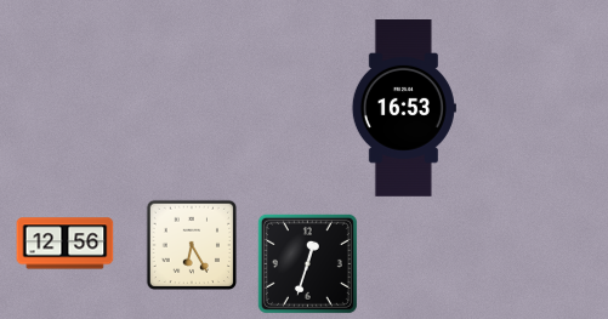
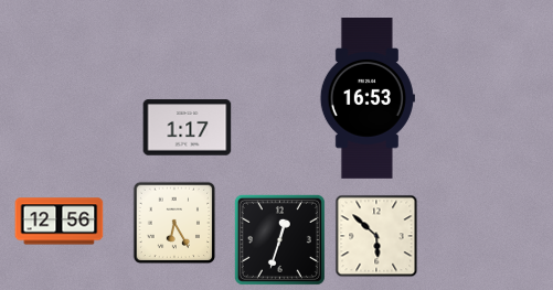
clock at (188, 128): none -> 1:17
clock at (376, 236): none -> 5:52
